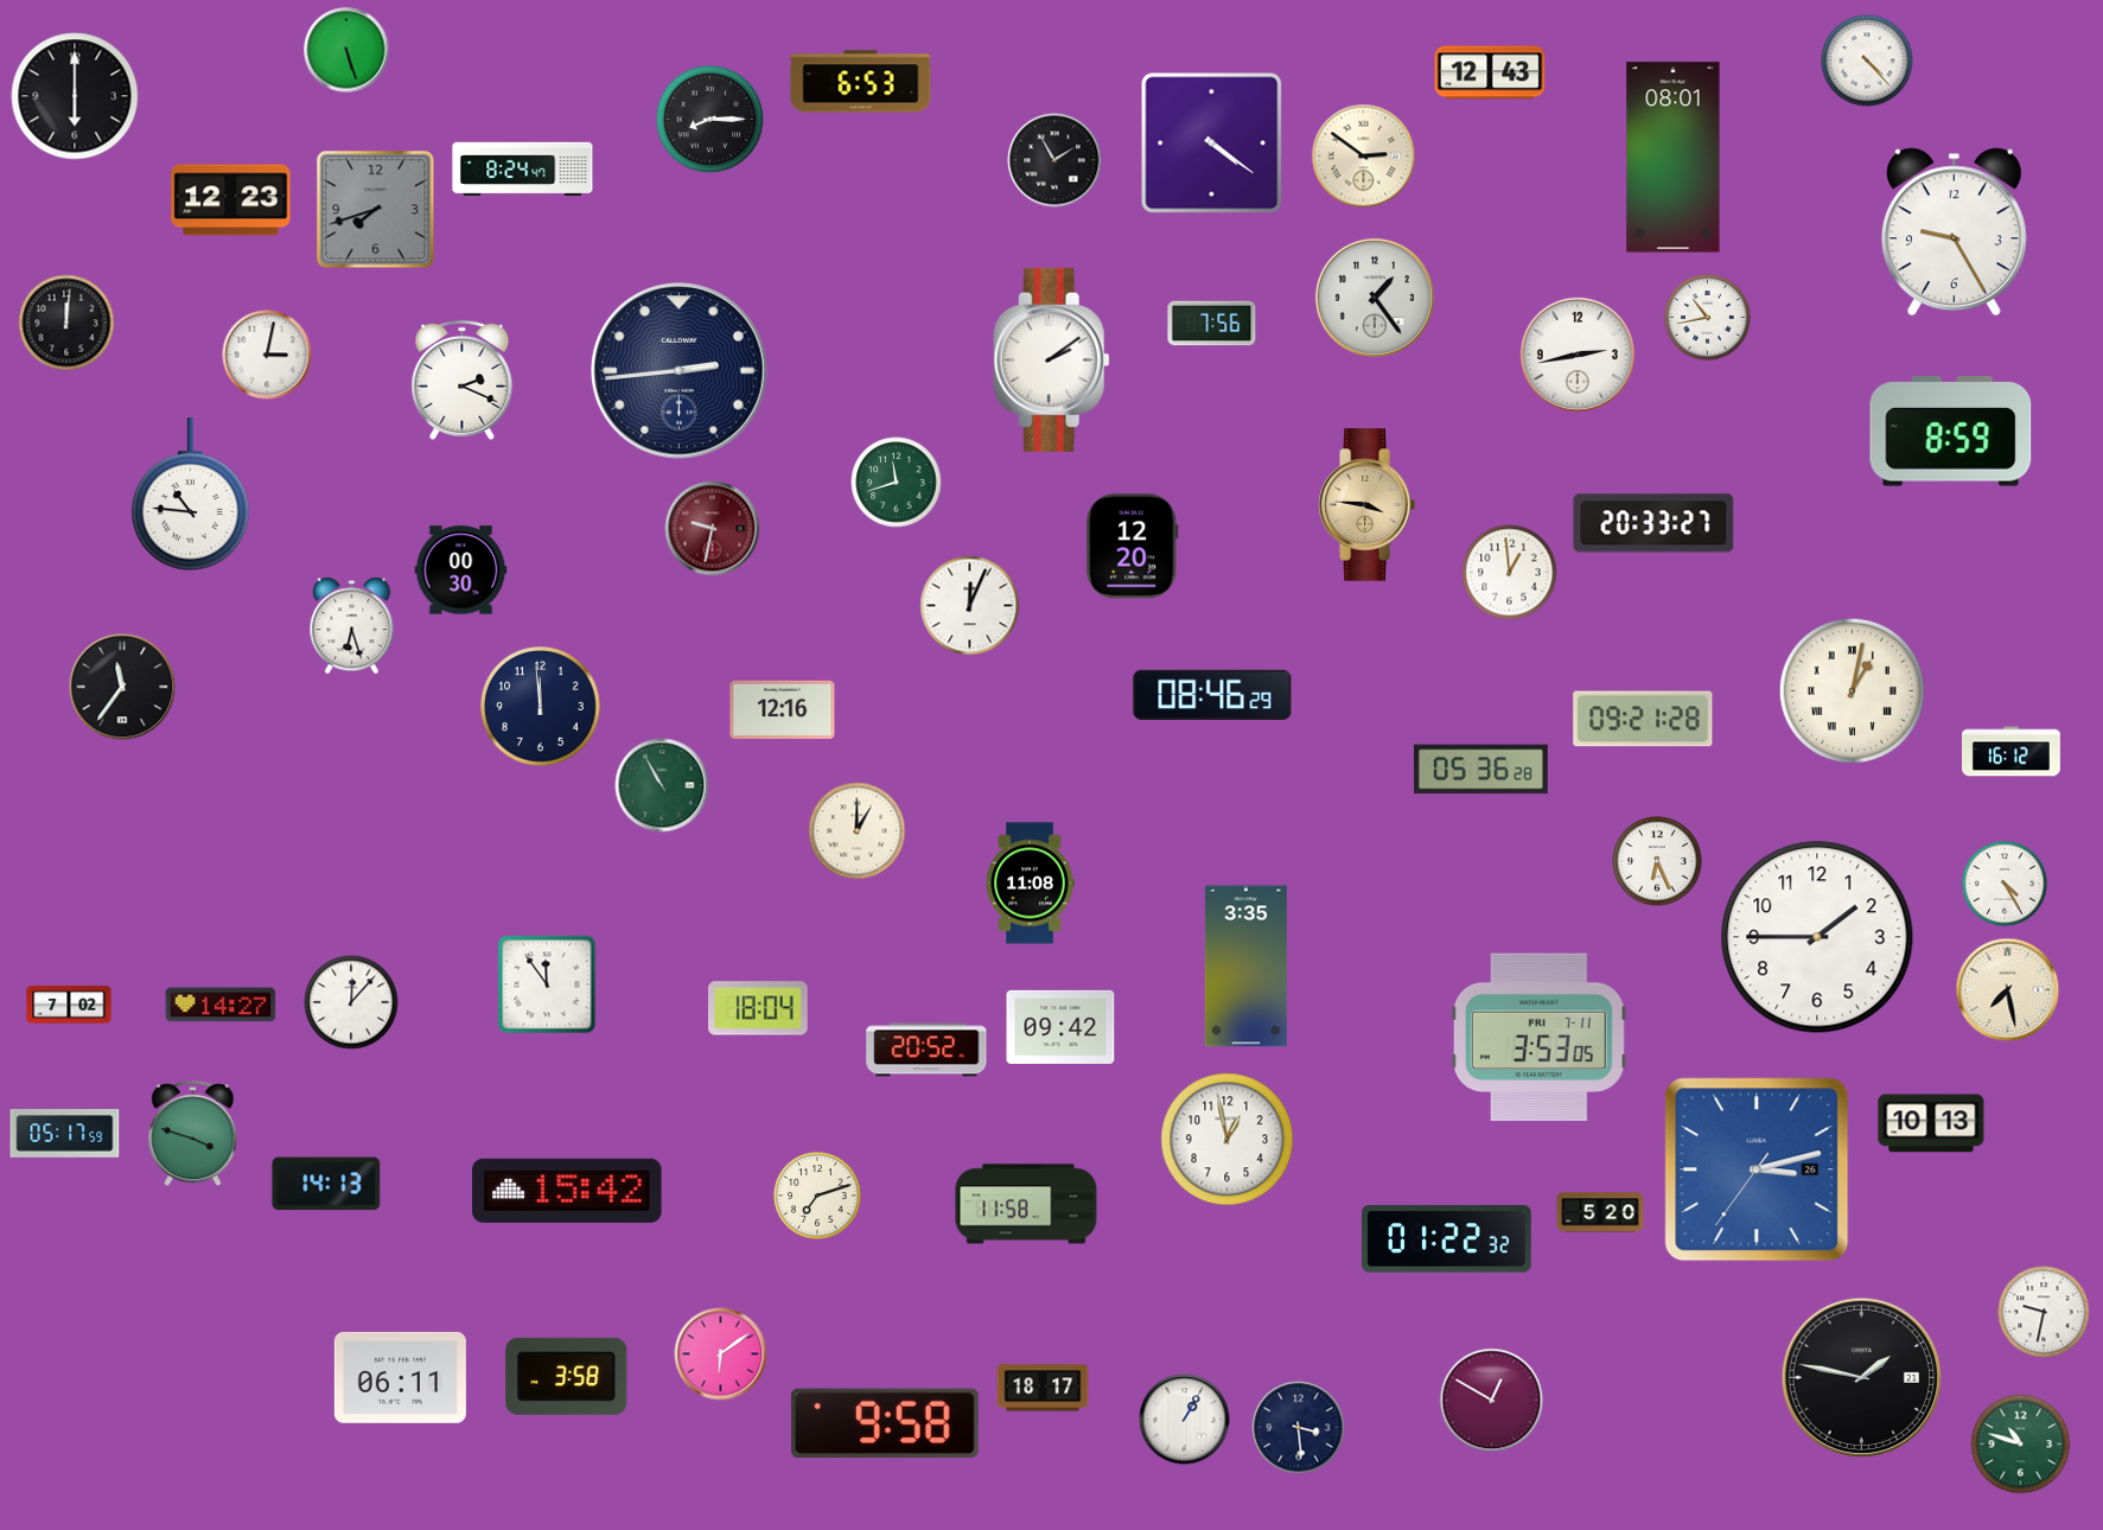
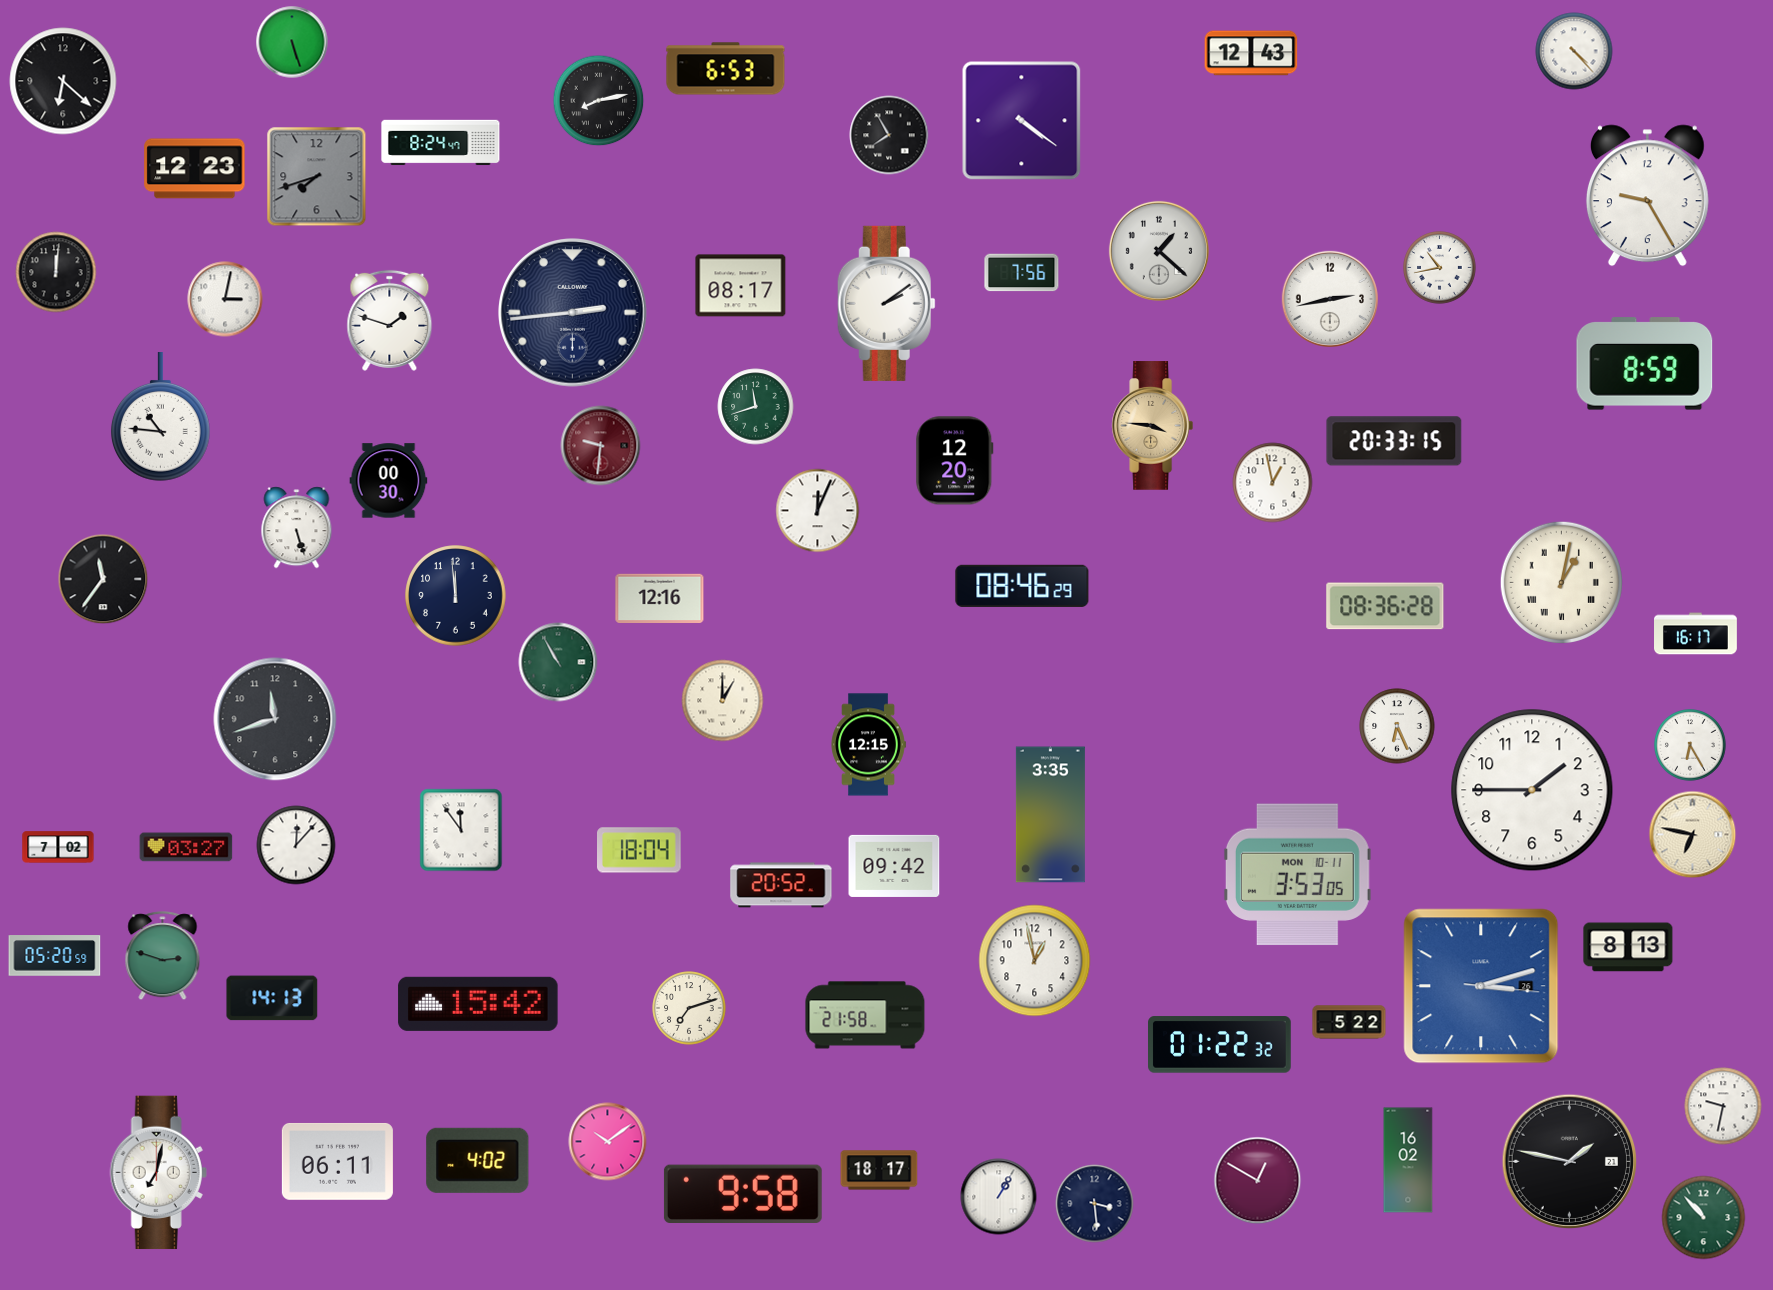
clock at (1490, 72) position: (1490, 72) -> (1251, 53)
clock at (75, 96): 6:00 -> 6:22
clock at (710, 120): 8:15 -> 8:13
clock at (1364, 157): 2:51 -> none
clock at (1674, 158): 08:01 -> none
clock at (1054, 160): 1:55 -> 7:55
clock at (1375, 298): 1:24 -> 1:22
clock at (741, 286): none -> 08:17
clock at (463, 380): 2:19 -> 1:48
clock at (1653, 523): 20:33:27 -> 20:33:15
clock at (713, 529): 9:32 -> 9:31
clock at (1510, 573): 12:59 -> 12:58
clock at (352, 626): 6:27 -> 5:27
clock at (1643, 719): 09:21 -> 08:36
clock at (2012, 752): 16:12 -> 16:17
clock at (1481, 770): 05:36 -> none
clock at (275, 719): none -> 11:42
clock at (1030, 884): 11:08 -> 12:15
clock at (2006, 885): 4:25 -> 6:25
clock at (2008, 990): 7:28 -> 6:47
clock at (221, 1005): 14:27 -> 03:27
clock at (1538, 1038) date: FRI 7-11 -> MON 10-11
clock at (1931, 1123): 10:13 -> 8:13
clock at (65, 1134): 05:17 -> 05:20
clock at (193, 1134): 3:48 -> 2:48
clock at (1757, 1169): 3:12:36 -> 3:12:16
clock at (326, 1184) position: (326, 1184) -> (272, 998)
clock at (1026, 1204): 11:58 -> 21:58
clock at (1600, 1212): 5:20 -> 5:22
clock at (721, 1354): 6:09 -> 10:09
clock at (567, 1376): 3:58 -> 4:02
clock at (1408, 1160): none -> 16:02
clock at (158, 1173): none -> 7:02
clock at (885, 1422) position: (885, 1422) -> (743, 1193)
clock at (2021, 1445): 10:48 -> 10:53
